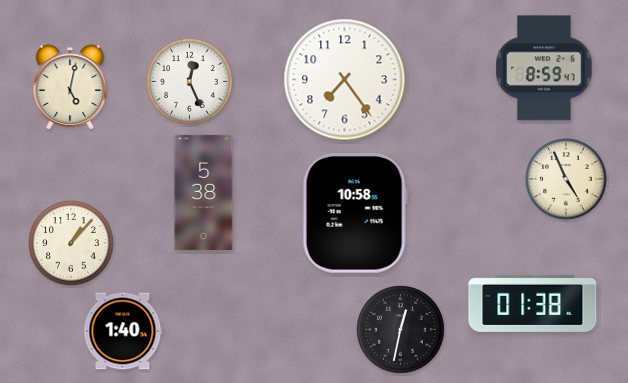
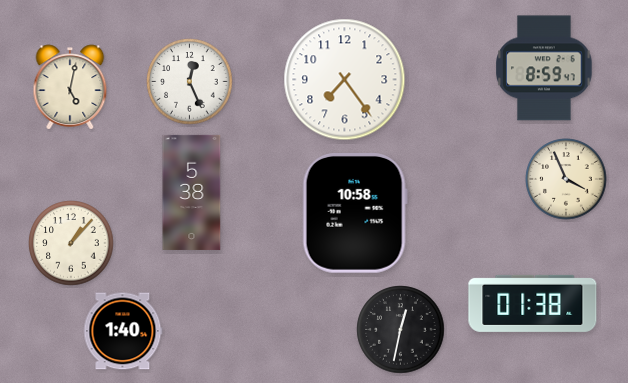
clock at (566, 179): 4:56 -> 3:56
clock at (204, 192) position: (204, 192) -> (192, 192)
